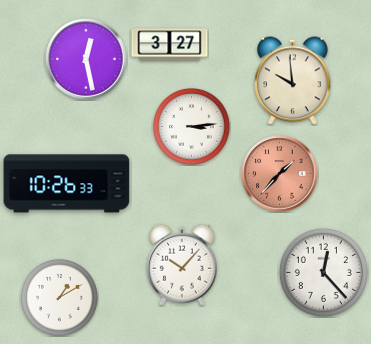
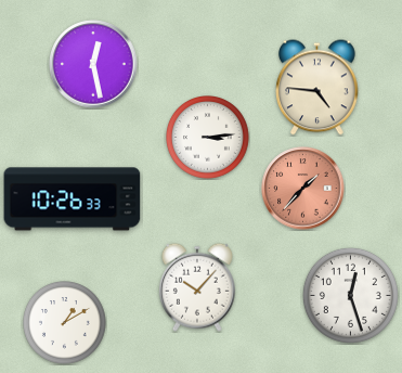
clock at (170, 45): 3:27 -> none
clock at (293, 81): 9:59 -> 4:46
clock at (323, 272): 12:23 -> 12:27
